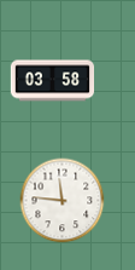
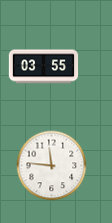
clock at (53, 81): 03:58 -> 03:55
